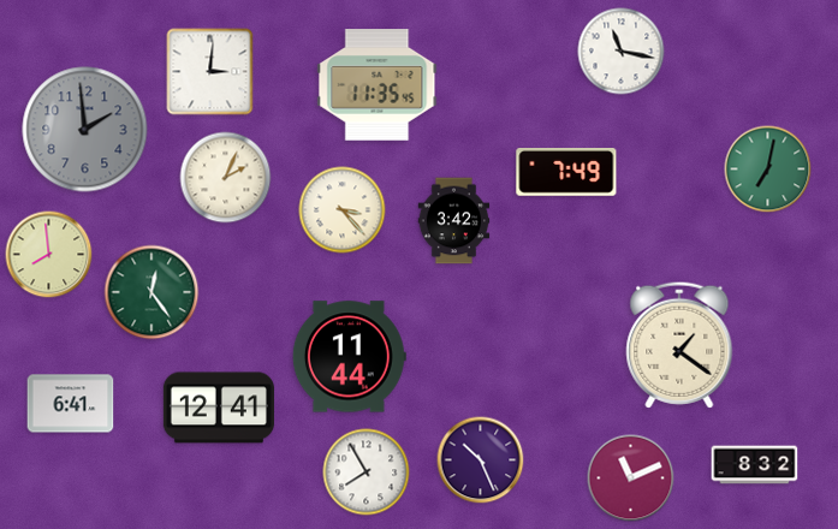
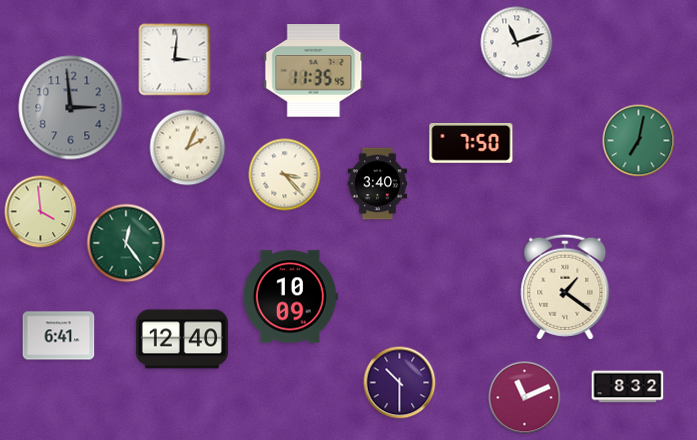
clock at (622, 52): 11:17 -> 11:12
clock at (85, 130): 1:59 -> 2:59
clock at (566, 173): 7:49 -> 7:50
clock at (454, 221): 3:42 -> 3:40
clock at (49, 255): 7:59 -> 3:59
clock at (349, 357): 11:44 -> 10:09
clock at (219, 408): 12:41 -> 12:40
clock at (481, 460): 10:26 -> 10:30
clock at (367, 472): 7:55 -> none
